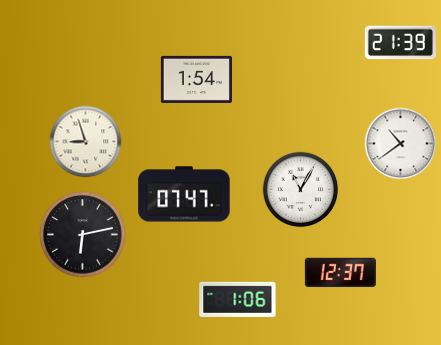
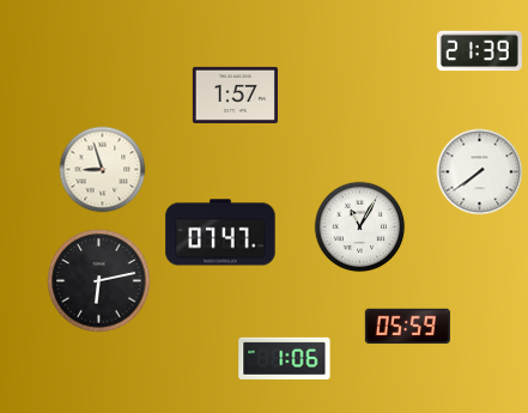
clock at (196, 79): 1:54 -> 1:57
clock at (401, 144): 10:39 -> 7:39
clock at (340, 273): 12:37 -> 05:59
